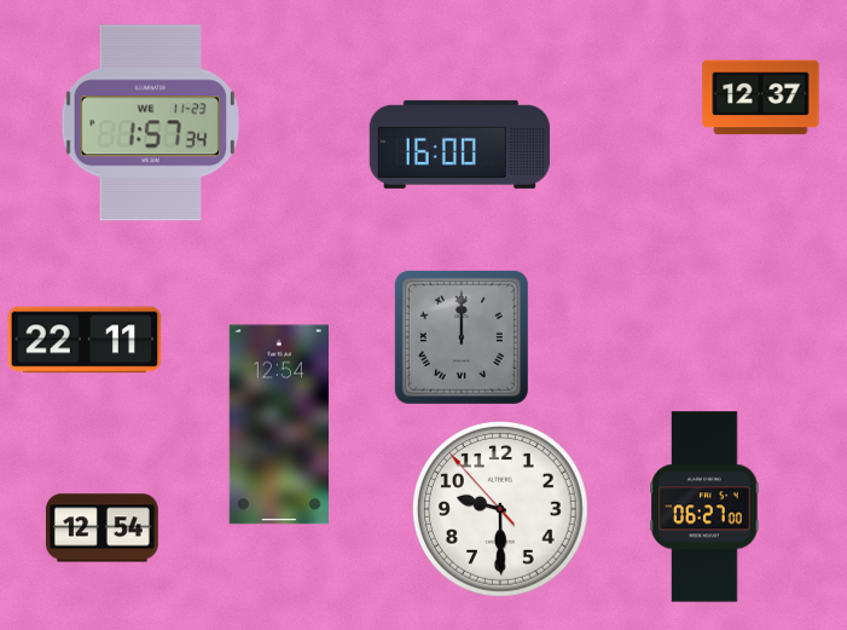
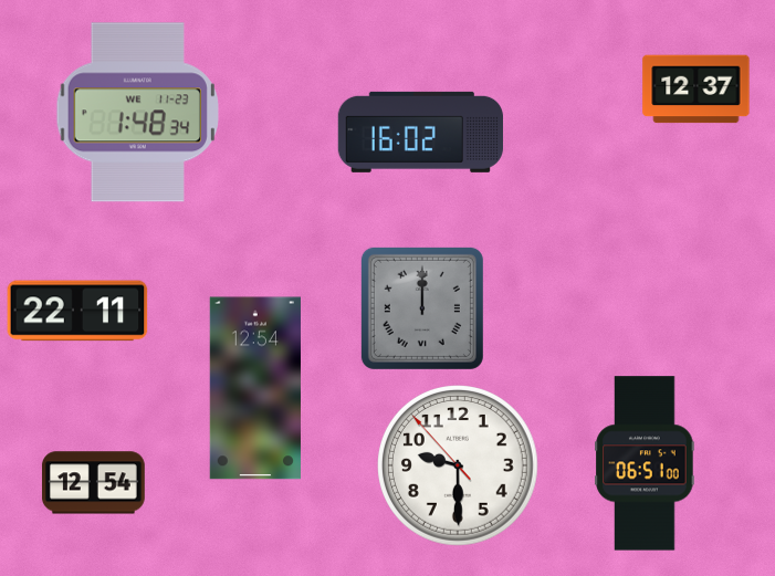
clock at (150, 123): 1:57 -> 1:48
clock at (459, 144): 16:00 -> 16:02
clock at (704, 507): 06:27 -> 06:51
